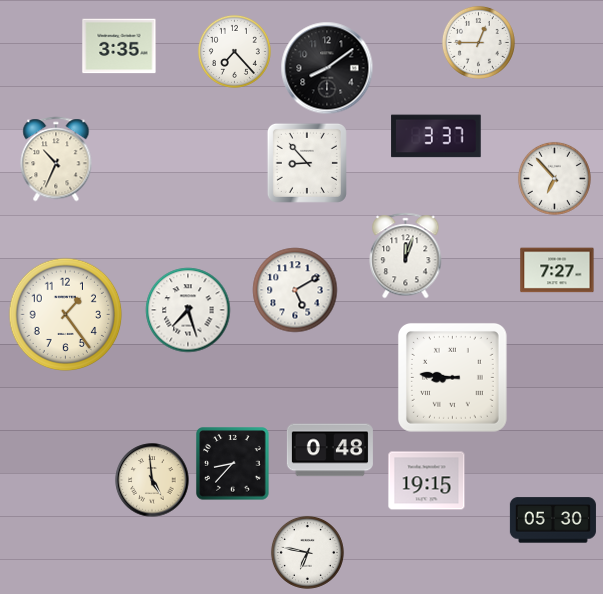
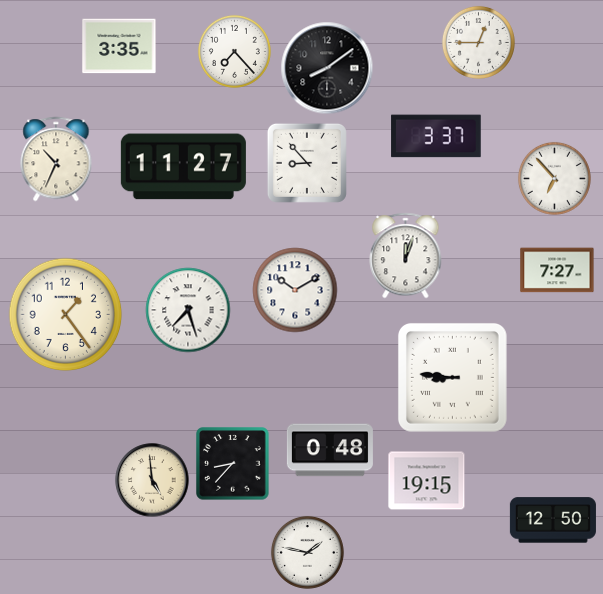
clock at (183, 167): none -> 11:27
clock at (295, 290): 5:10 -> 10:10
clock at (553, 520): 05:30 -> 12:50
clock at (307, 552): 6:47 -> 1:47
